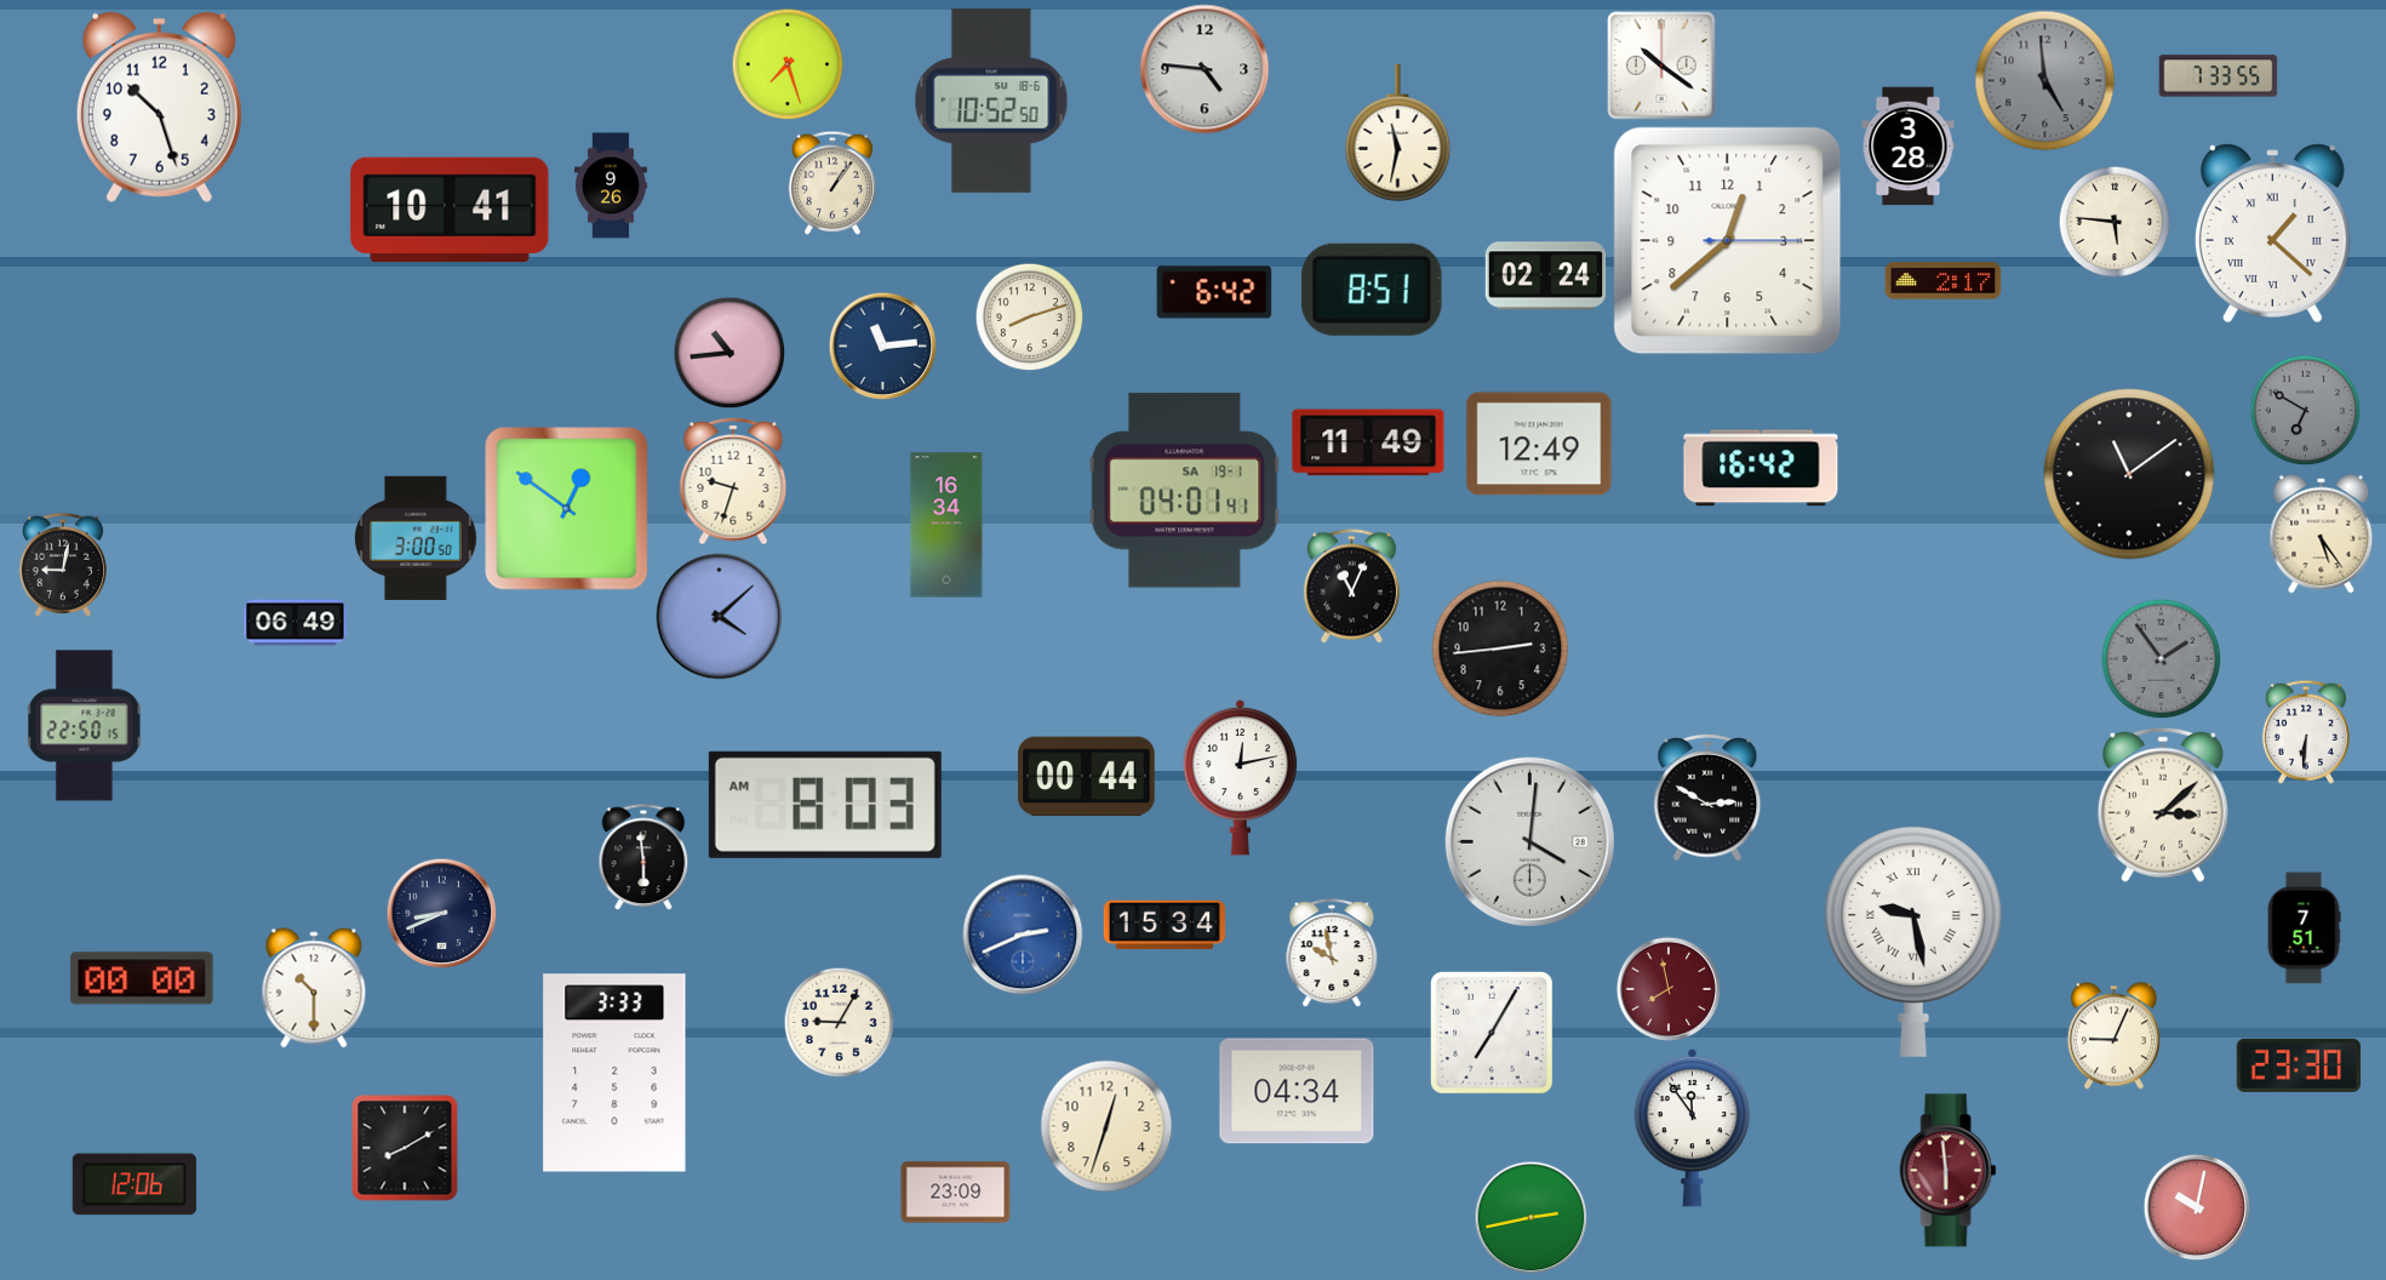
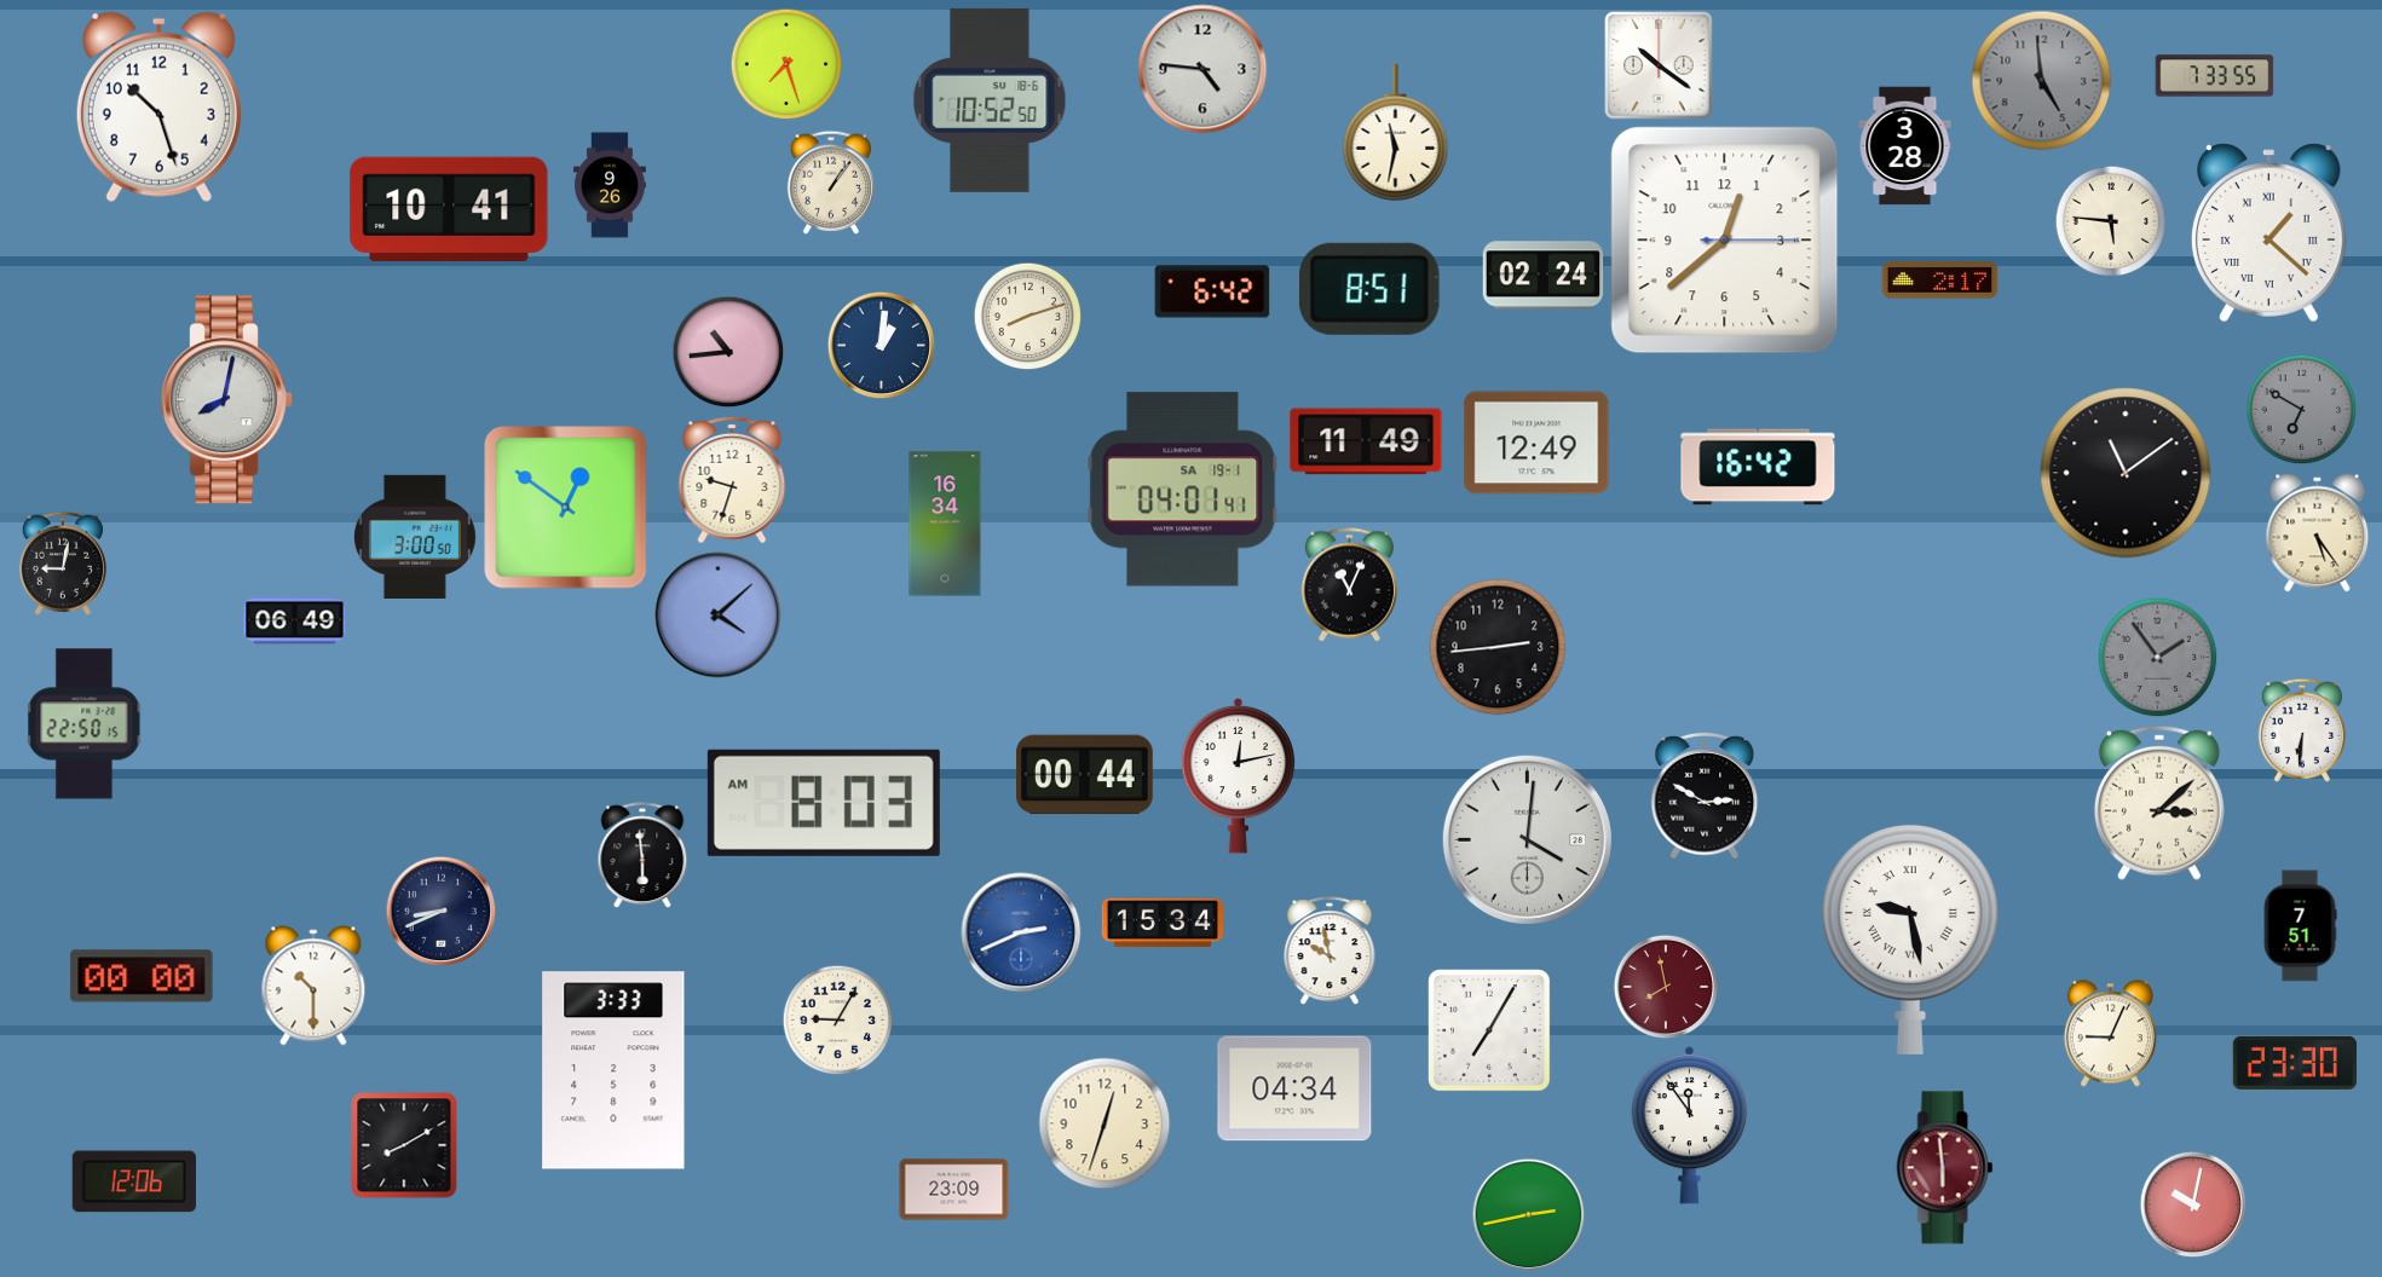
clock at (882, 345): 11:14 -> 1:01
clock at (227, 400): none -> 8:02
